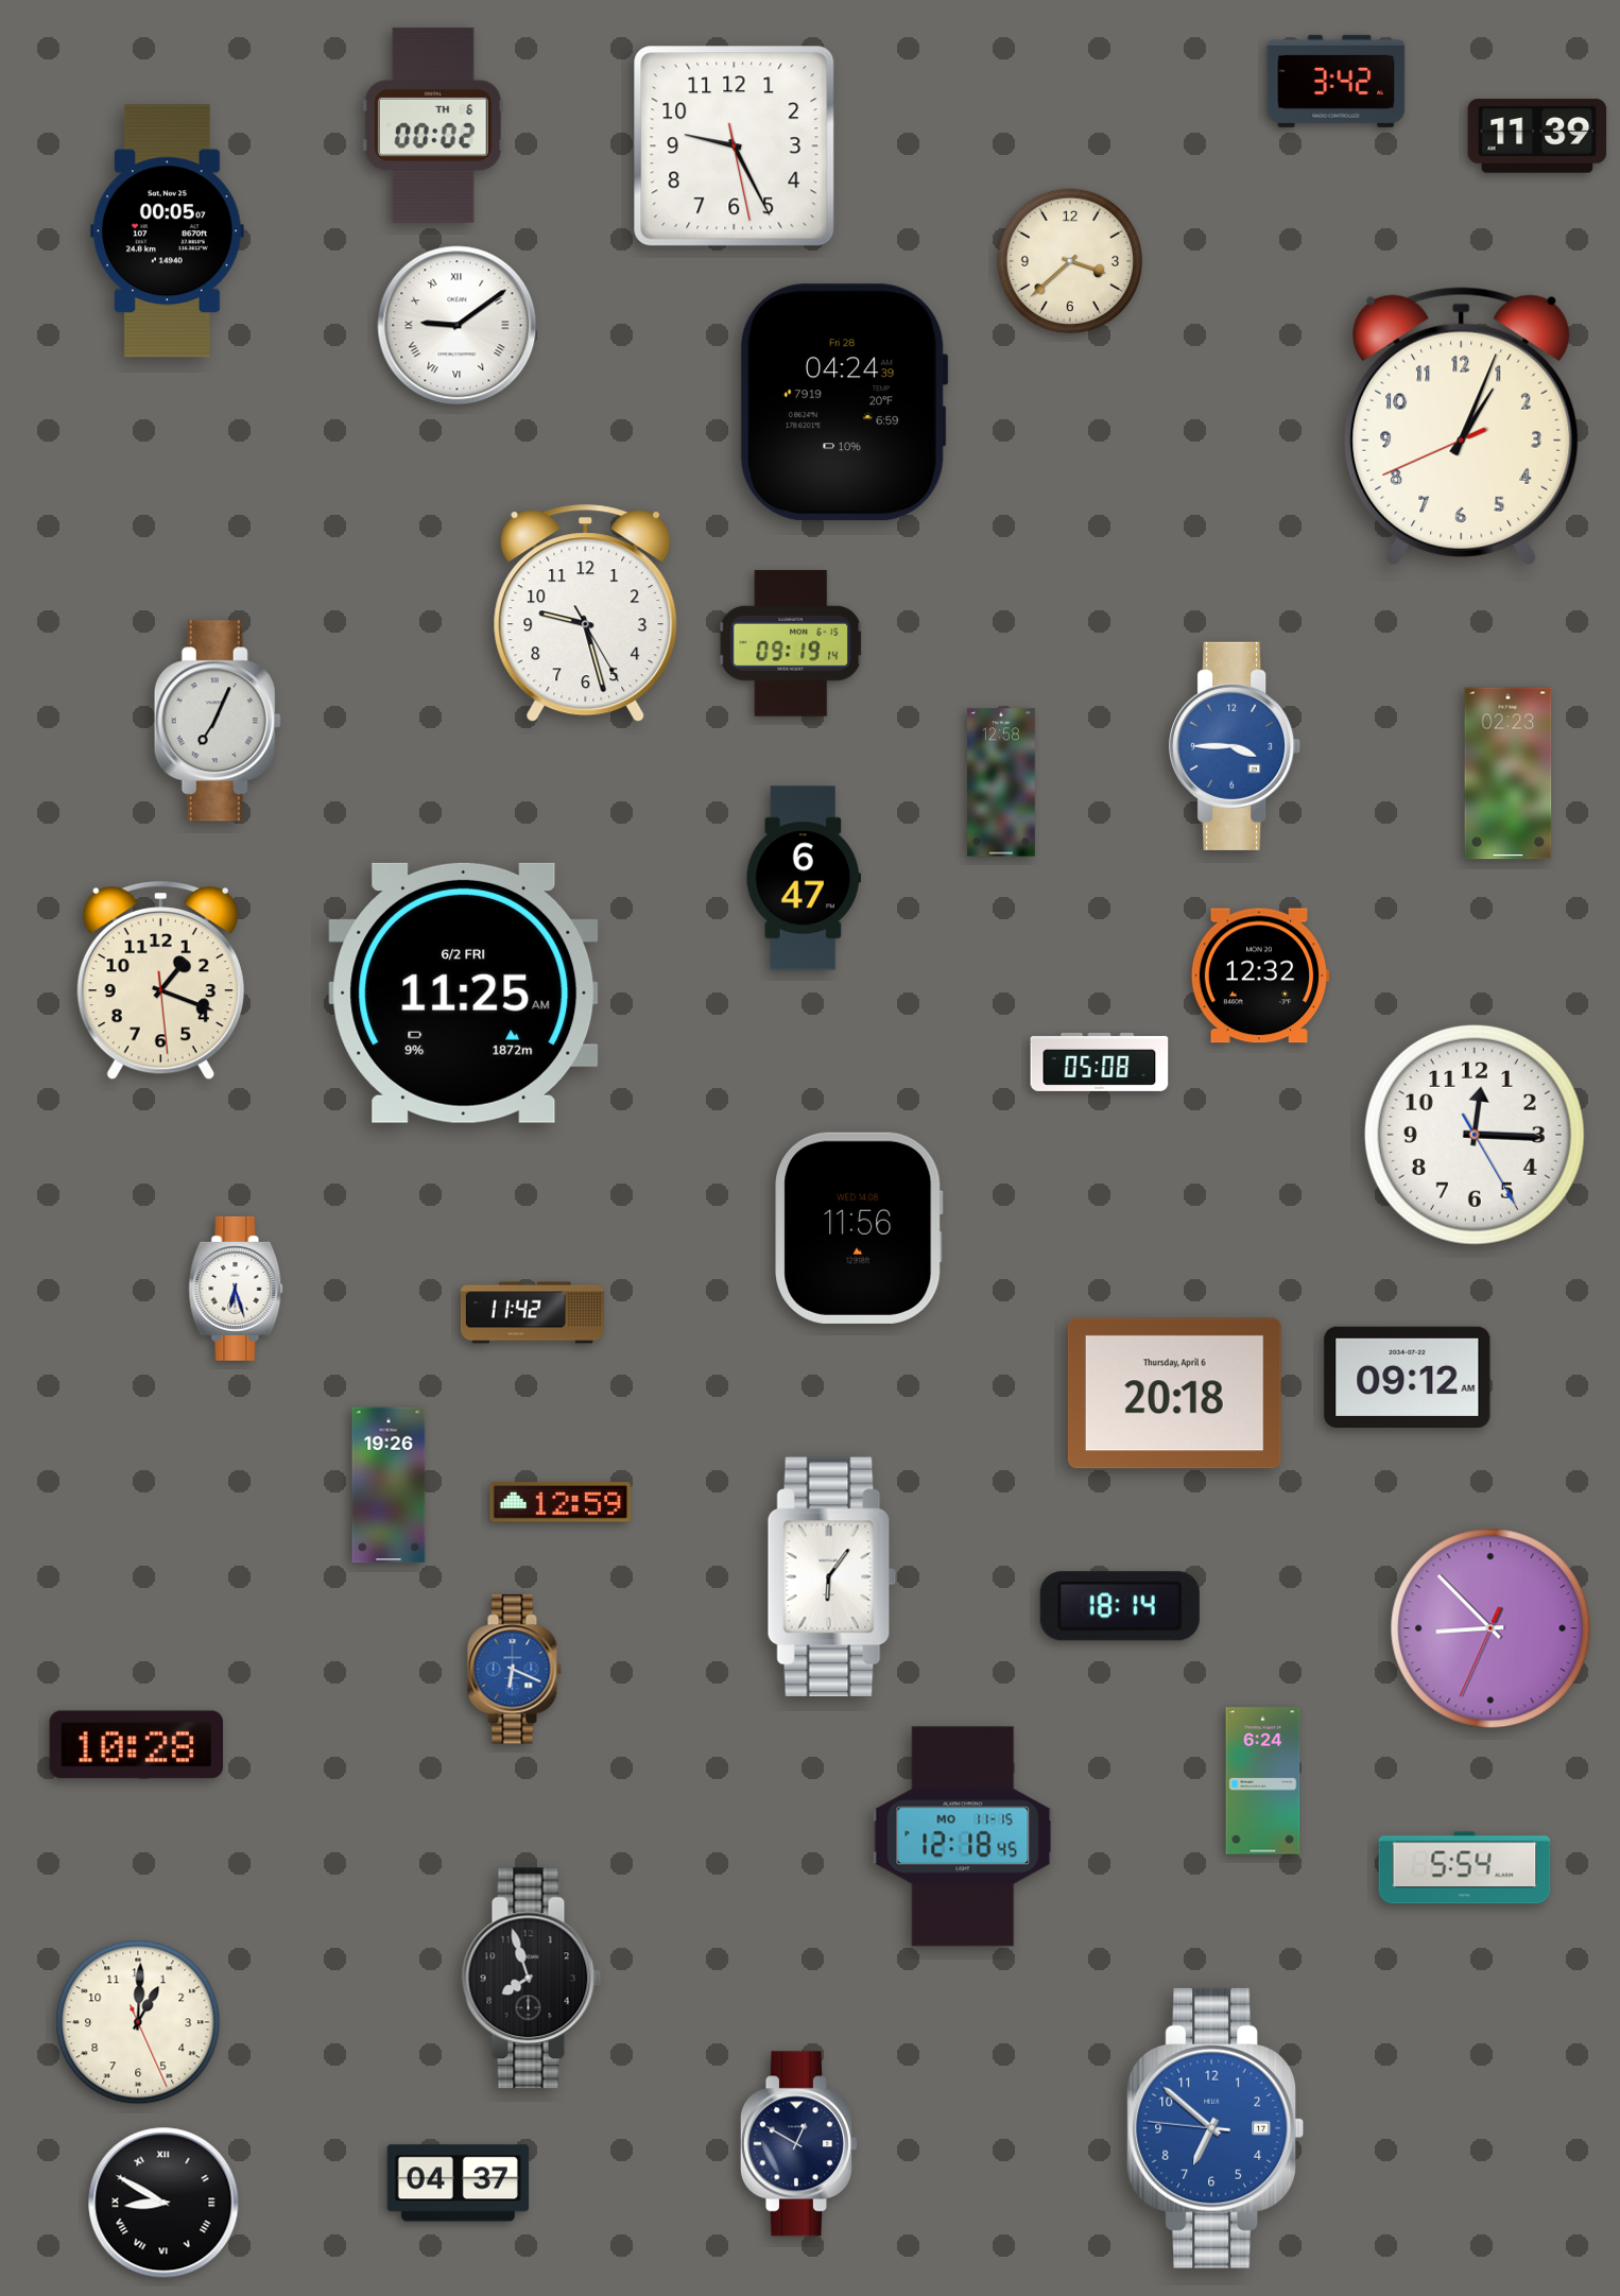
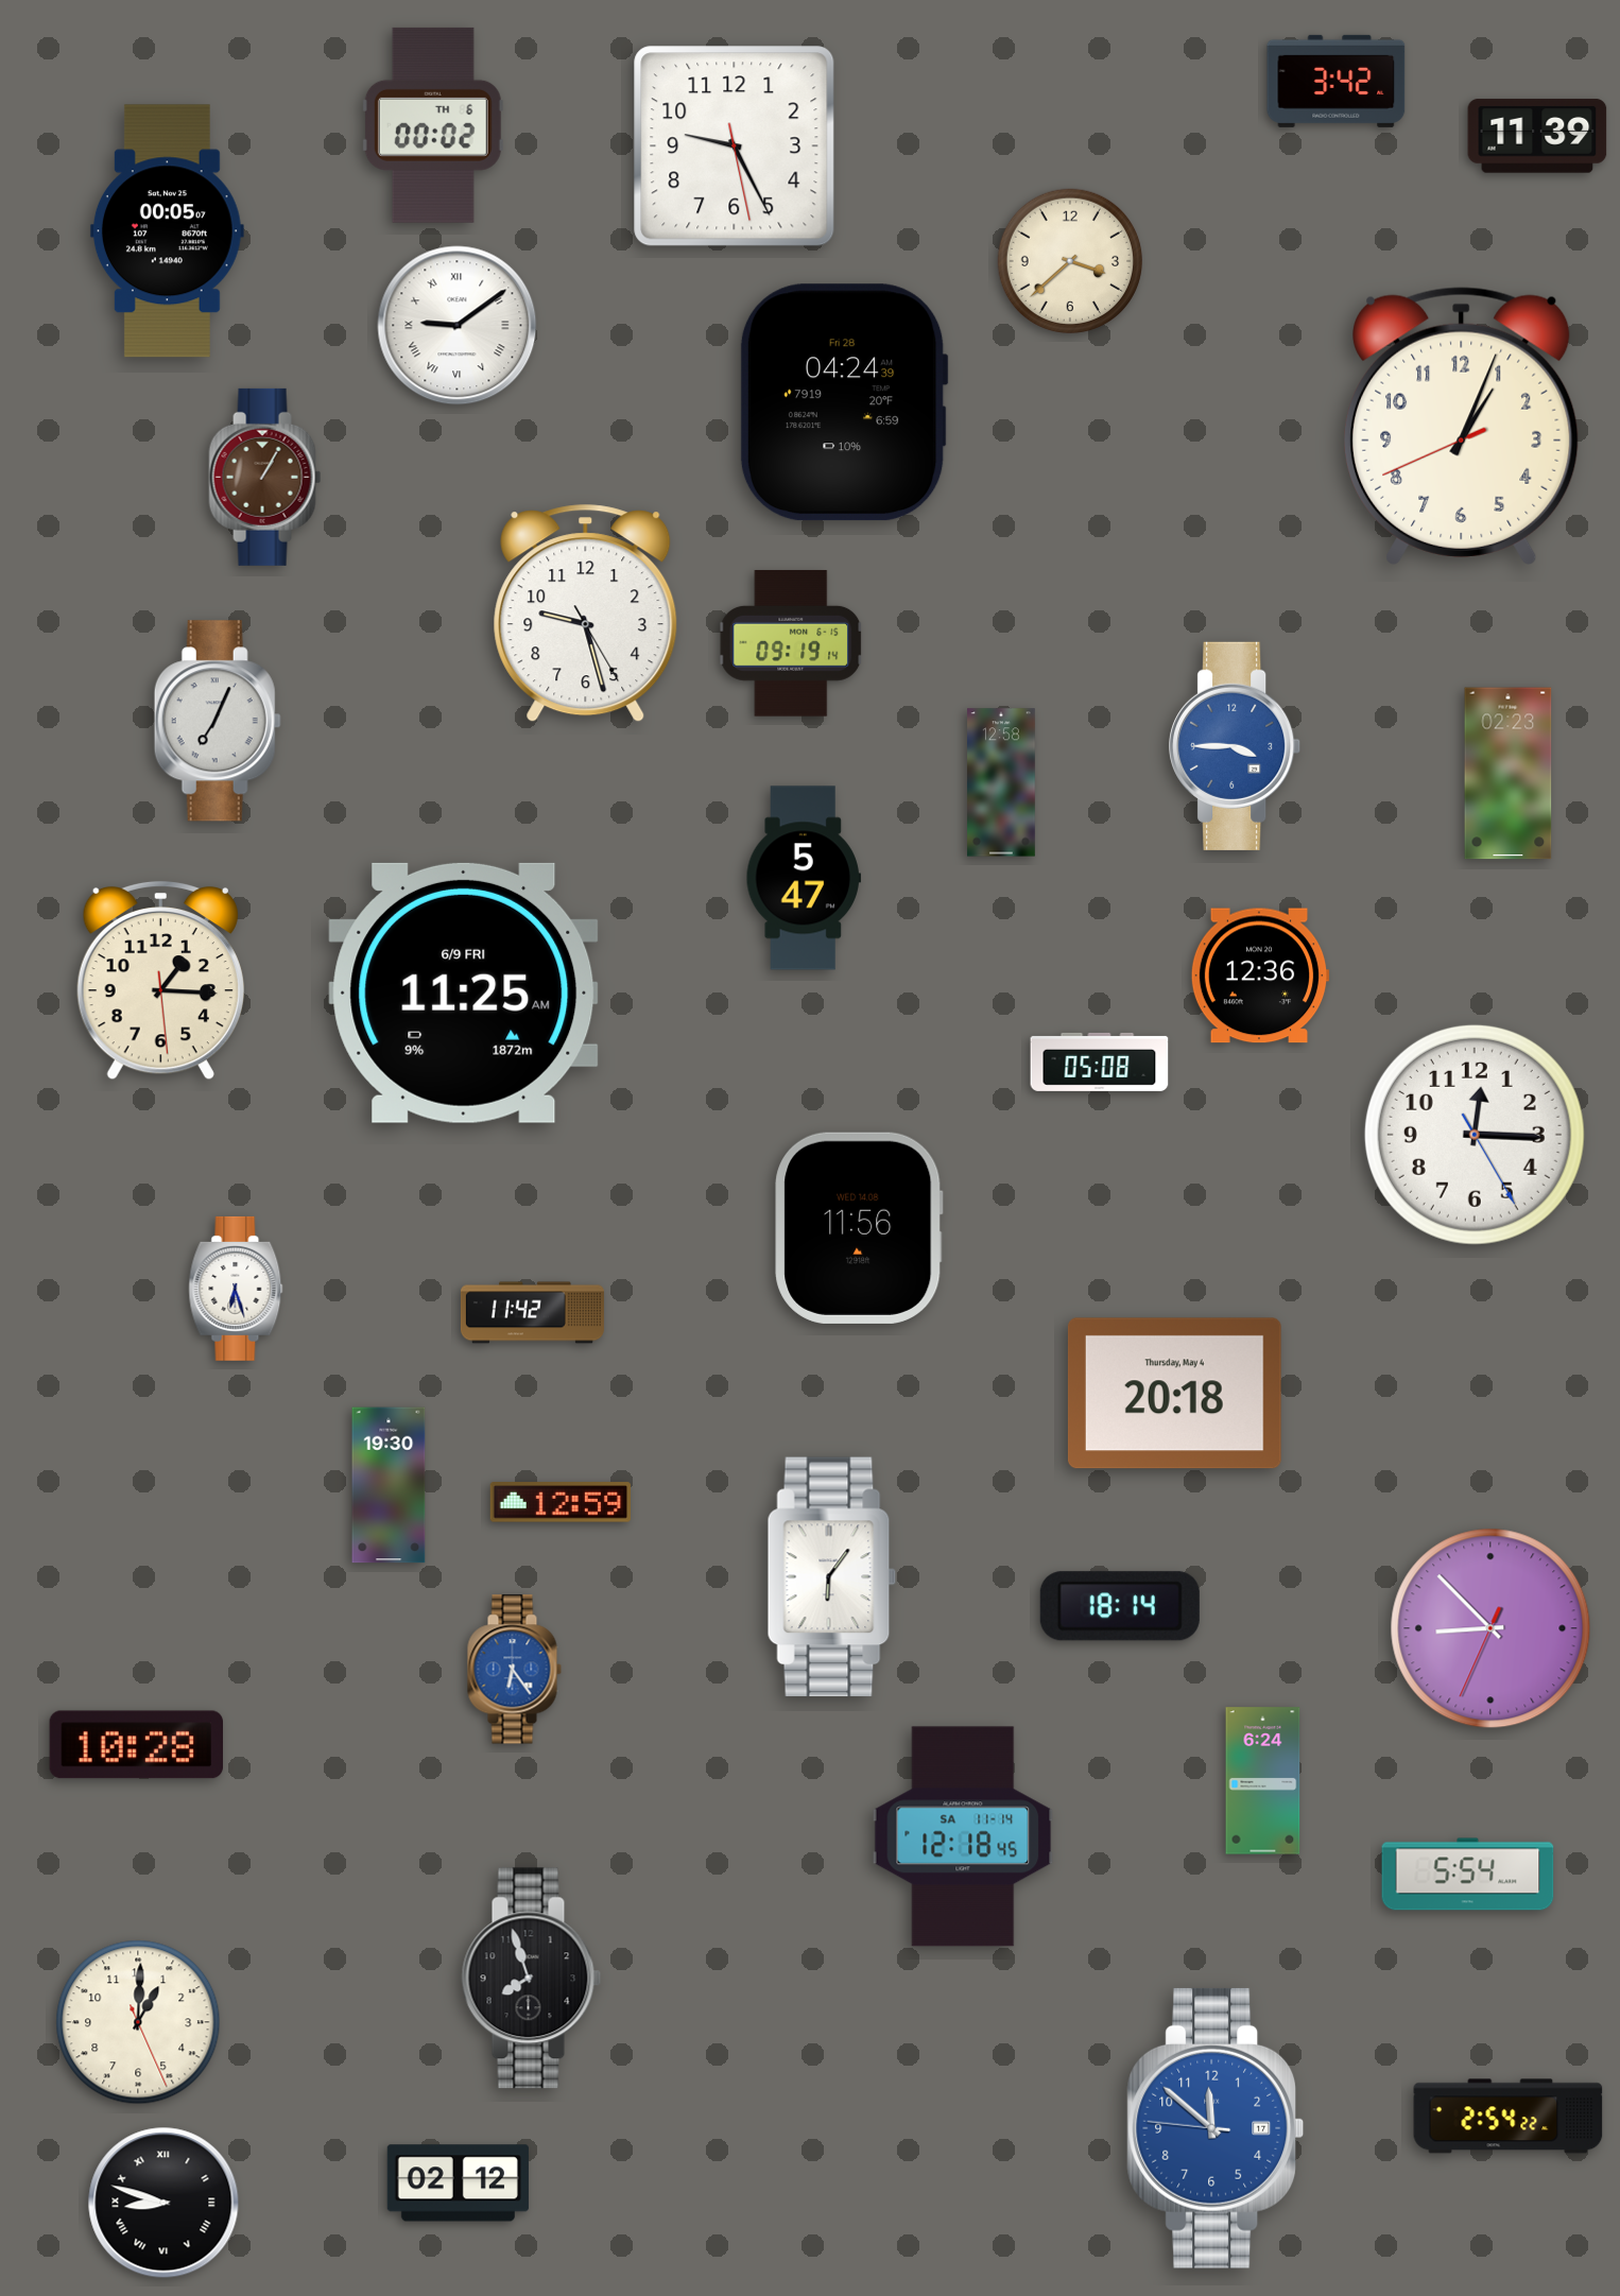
clock at (265, 477): none -> 1:05
clock at (803, 878): 6:47 -> 5:47
clock at (1260, 976): 12:32 -> 12:36
clock at (160, 981): 1:18 -> 1:15
clock at (464, 992) date: 6/2 FRI -> 6/9 FRI
clock at (1408, 1377): 09:12 -> none
clock at (1174, 1394) date: Thursday, April 6 -> Thursday, May 4
clock at (389, 1485): 19:26 -> 19:30
clock at (514, 1670): 6:19 -> 6:24
clock at (963, 1836) date: MO 11-15 -> SA 11-14
clock at (1465, 1868) position: (1465, 1868) -> (1468, 1875)
clock at (1509, 2117): none -> 2:54
clock at (1216, 2128): 6:51 -> 11:51
clock at (798, 2144): 12:50 -> none
clock at (458, 2183): 04:37 -> 02:12
clock at (163, 2203): 8:50 -> 8:48
